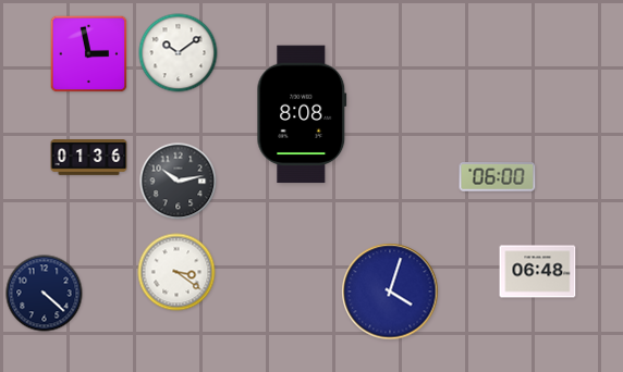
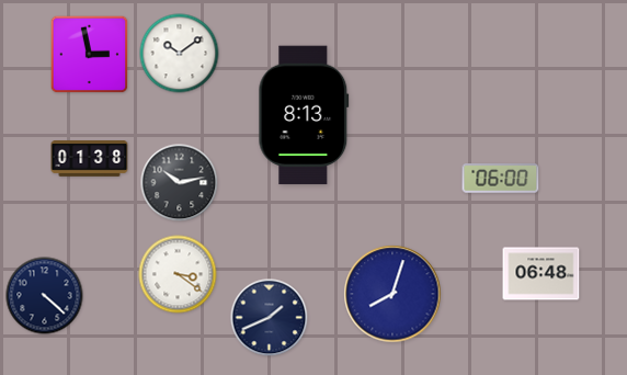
clock at (302, 114): 8:08 -> 8:13
clock at (89, 158): 01:36 -> 01:38
clock at (390, 292): 4:03 -> 8:03
clock at (270, 318): none -> 1:41
